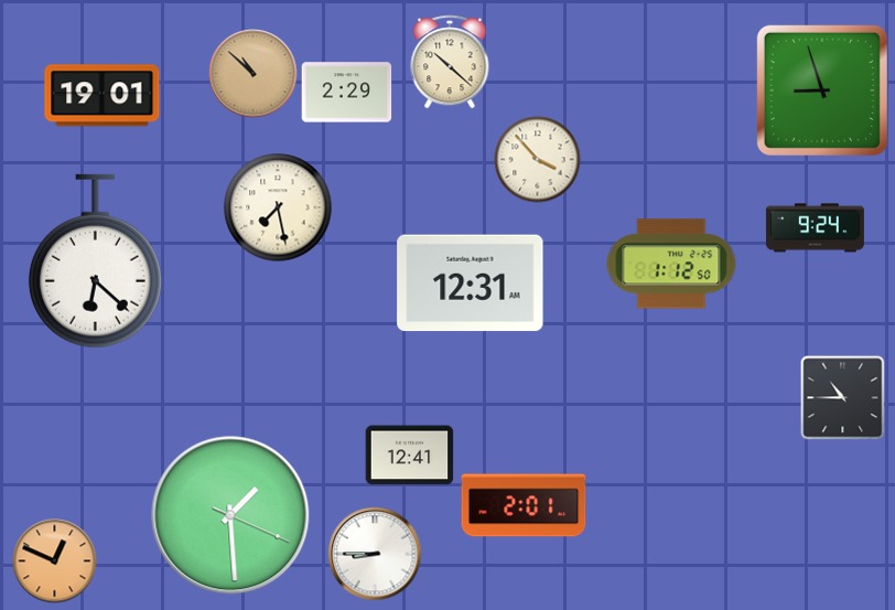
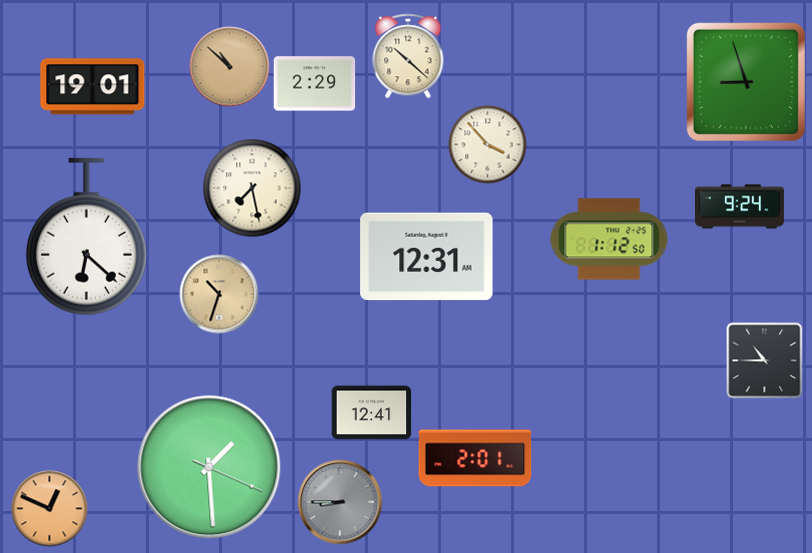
clock at (219, 294): none -> 10:33
clock at (375, 554) dial: white -> grey
